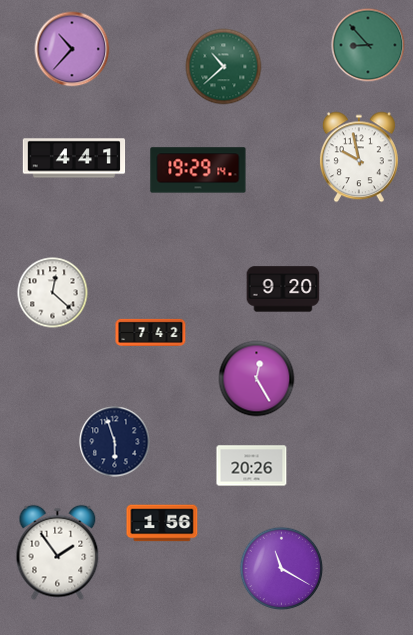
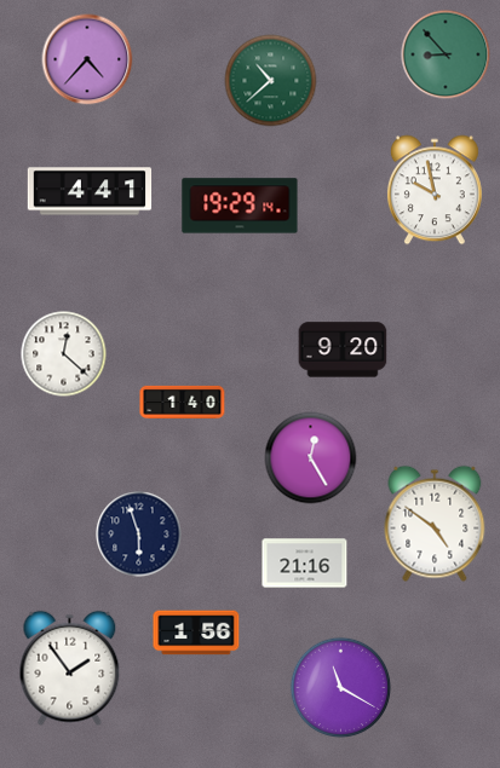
clock at (72, 49): 10:37 -> 4:37
clock at (151, 332): 7:42 -> 1:40
clock at (435, 524): none -> 4:51
clock at (252, 466): 20:26 -> 21:16
